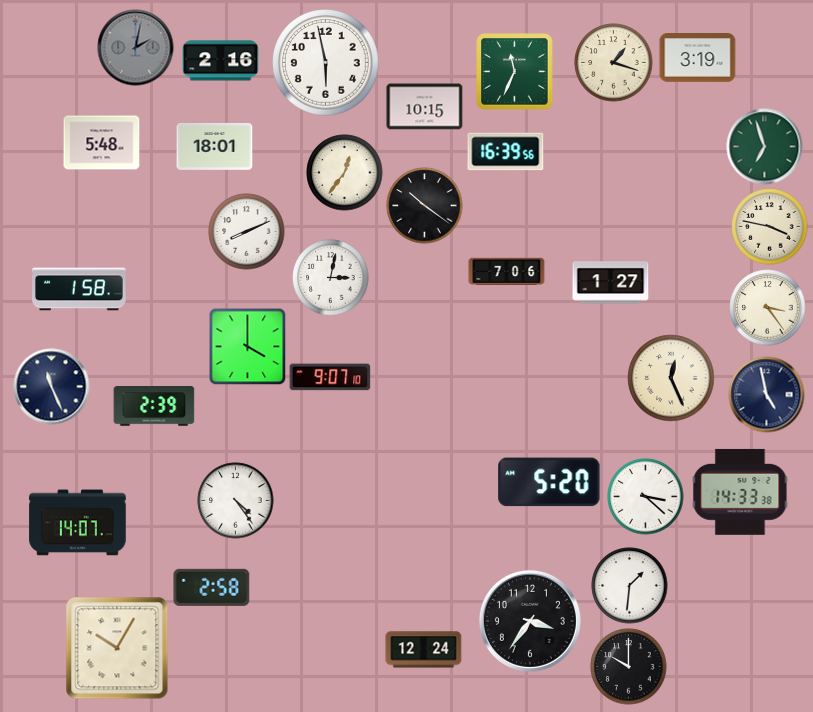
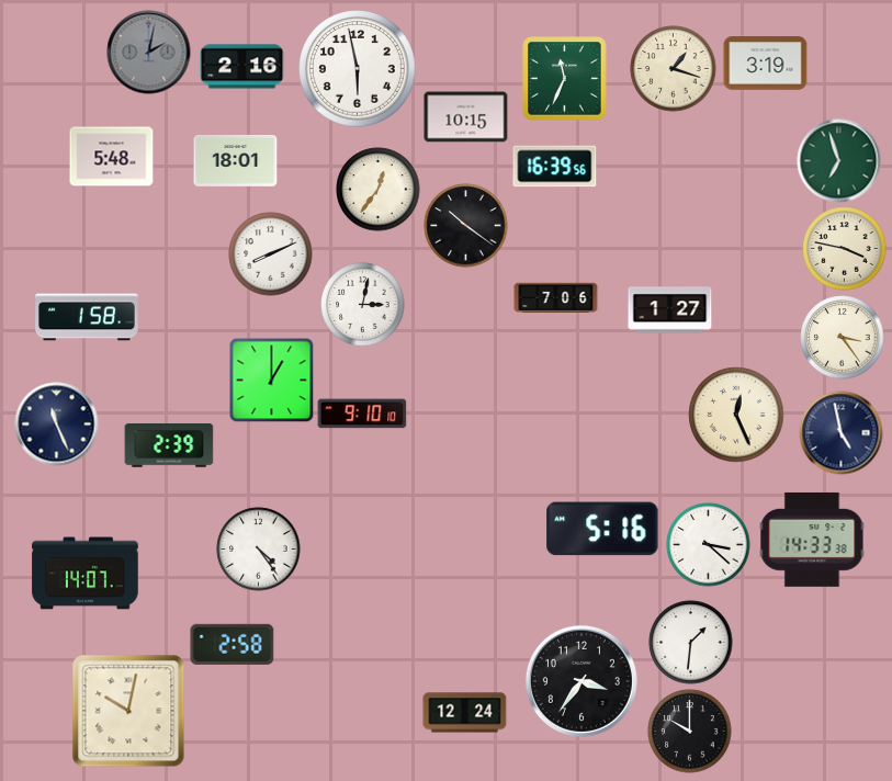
clock at (247, 346): 4:00 -> 1:00
clock at (330, 377): 9:07 -> 9:10
clock at (549, 482): 5:20 -> 5:16
clock at (117, 648): 10:05 -> 10:02
